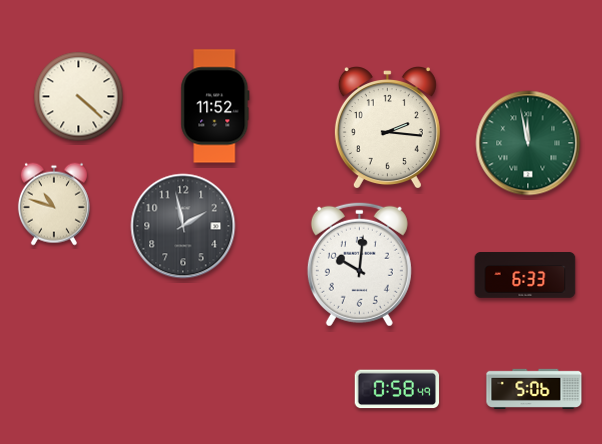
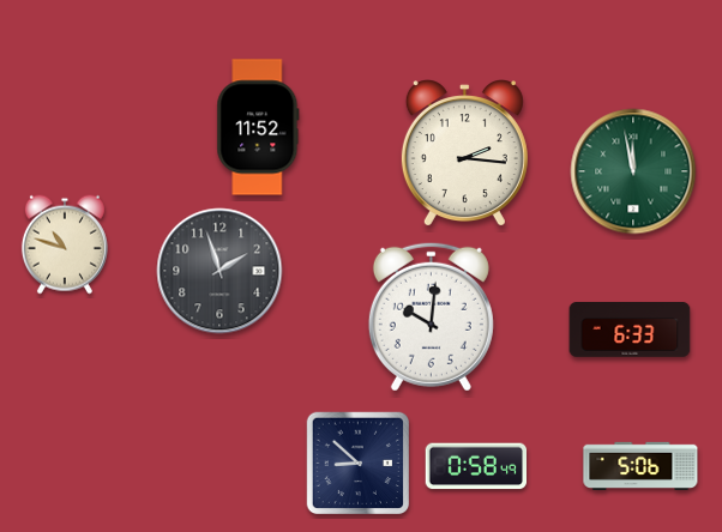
clock at (79, 97): 4:22 -> none
clock at (183, 226): 1:58 -> 1:57
clock at (359, 464): none -> 8:52
